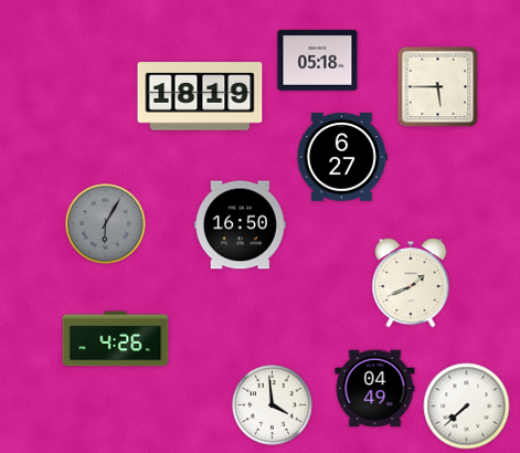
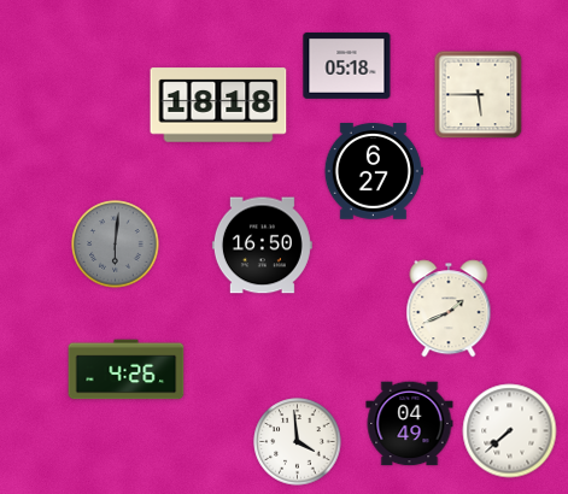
clock at (200, 96): 18:19 -> 18:18
clock at (106, 224): 6:05 -> 6:01
clock at (467, 407) position: (467, 407) -> (510, 431)
